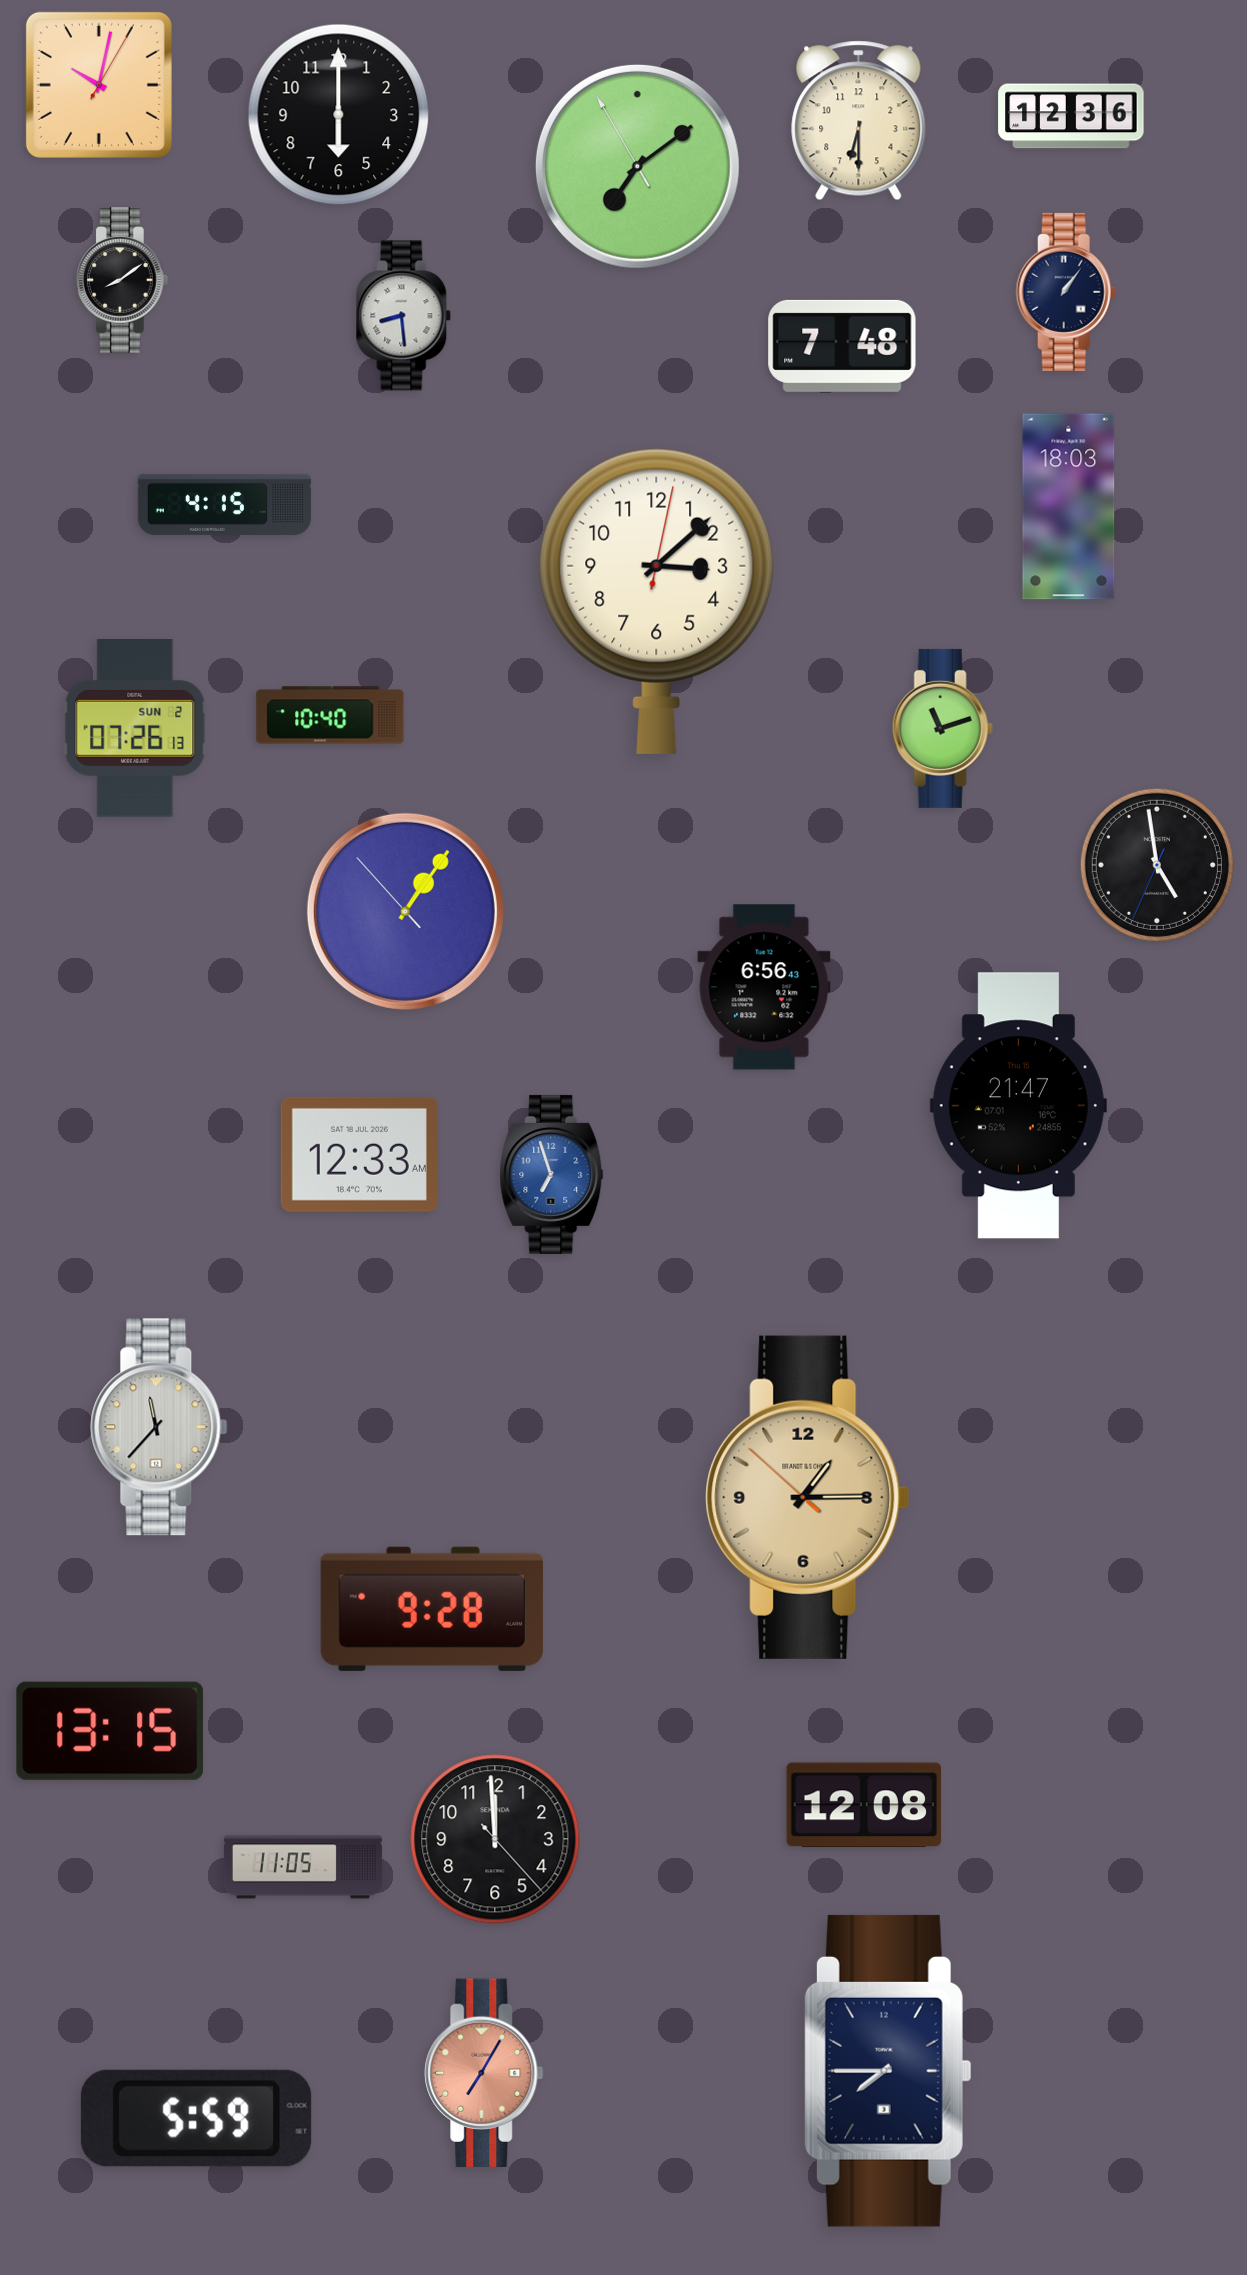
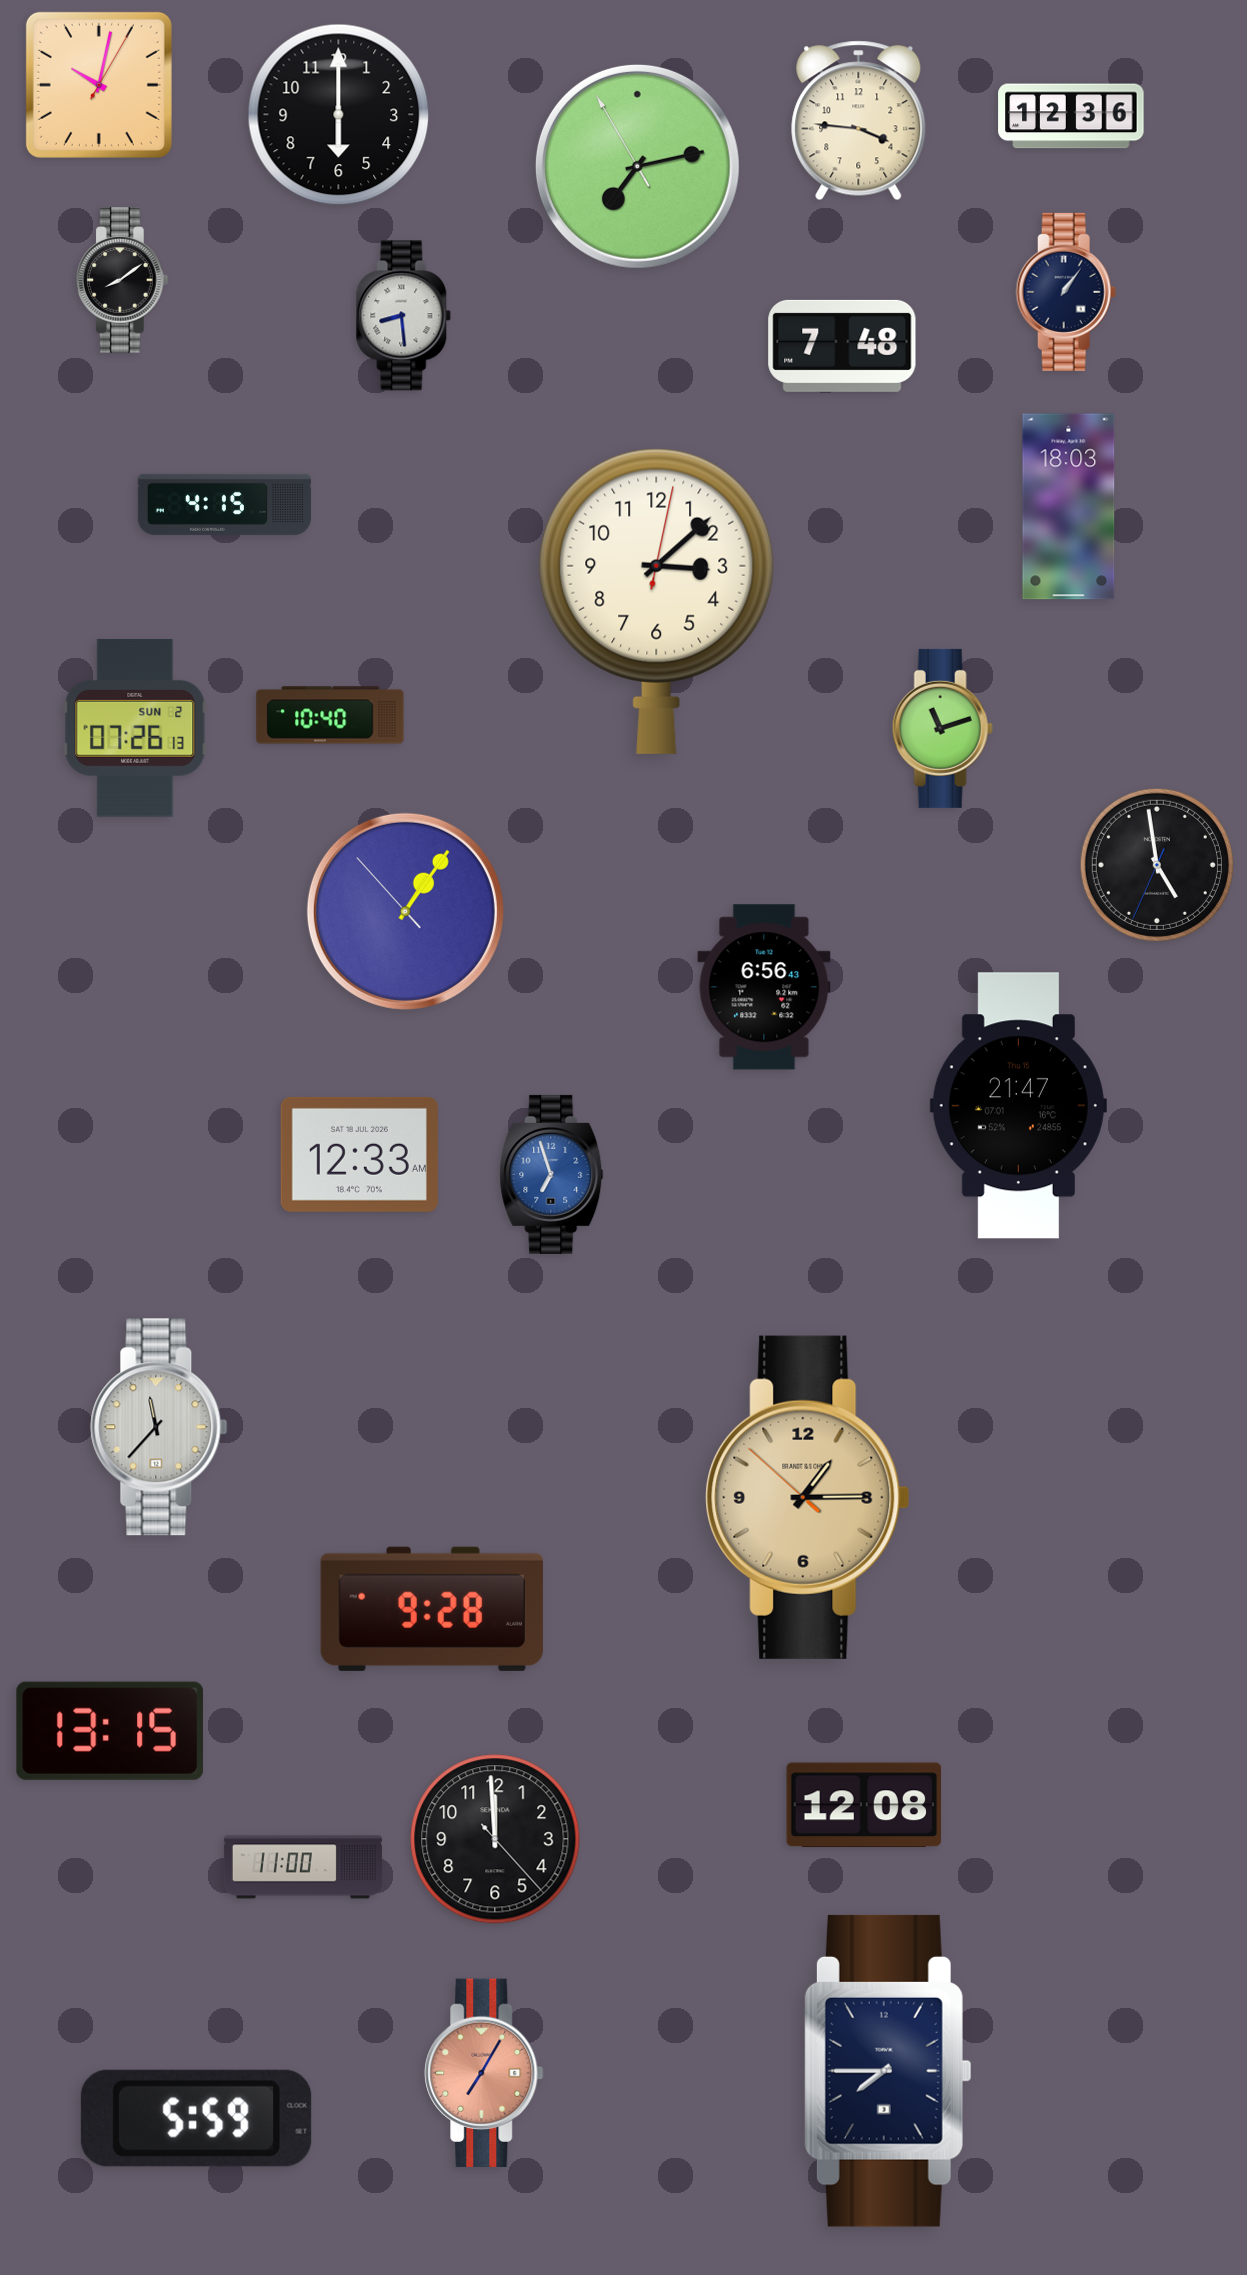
clock at (859, 121): 6:30 -> 3:46
clock at (637, 166): 7:08 -> 7:12
clock at (303, 1867): 11:05 -> 11:00
